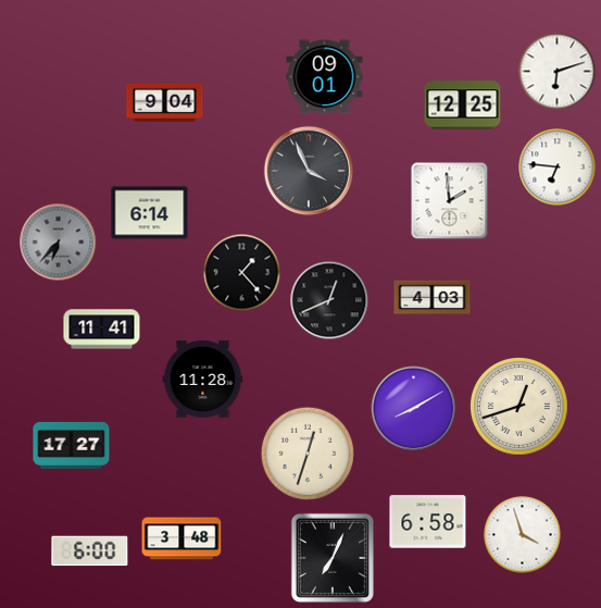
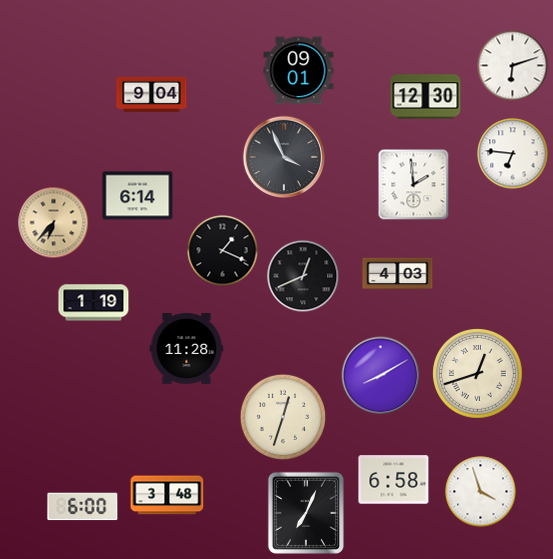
clock at (463, 106): 12:25 -> 12:30
clock at (59, 243) dial: grey -> champagne
clock at (242, 273): 1:23 -> 1:19
clock at (102, 330): 11:41 -> 1:19
clock at (72, 445): 17:27 -> none
